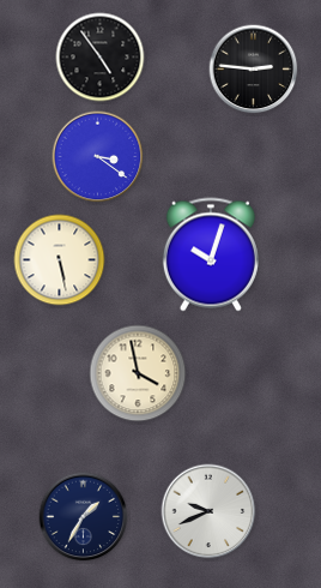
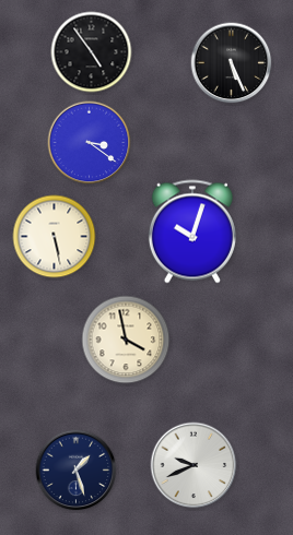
clock at (254, 70): 2:46 -> 5:26
clock at (208, 511) position: (208, 511) -> (194, 465)
clock at (84, 517): 1:35 -> 1:27
